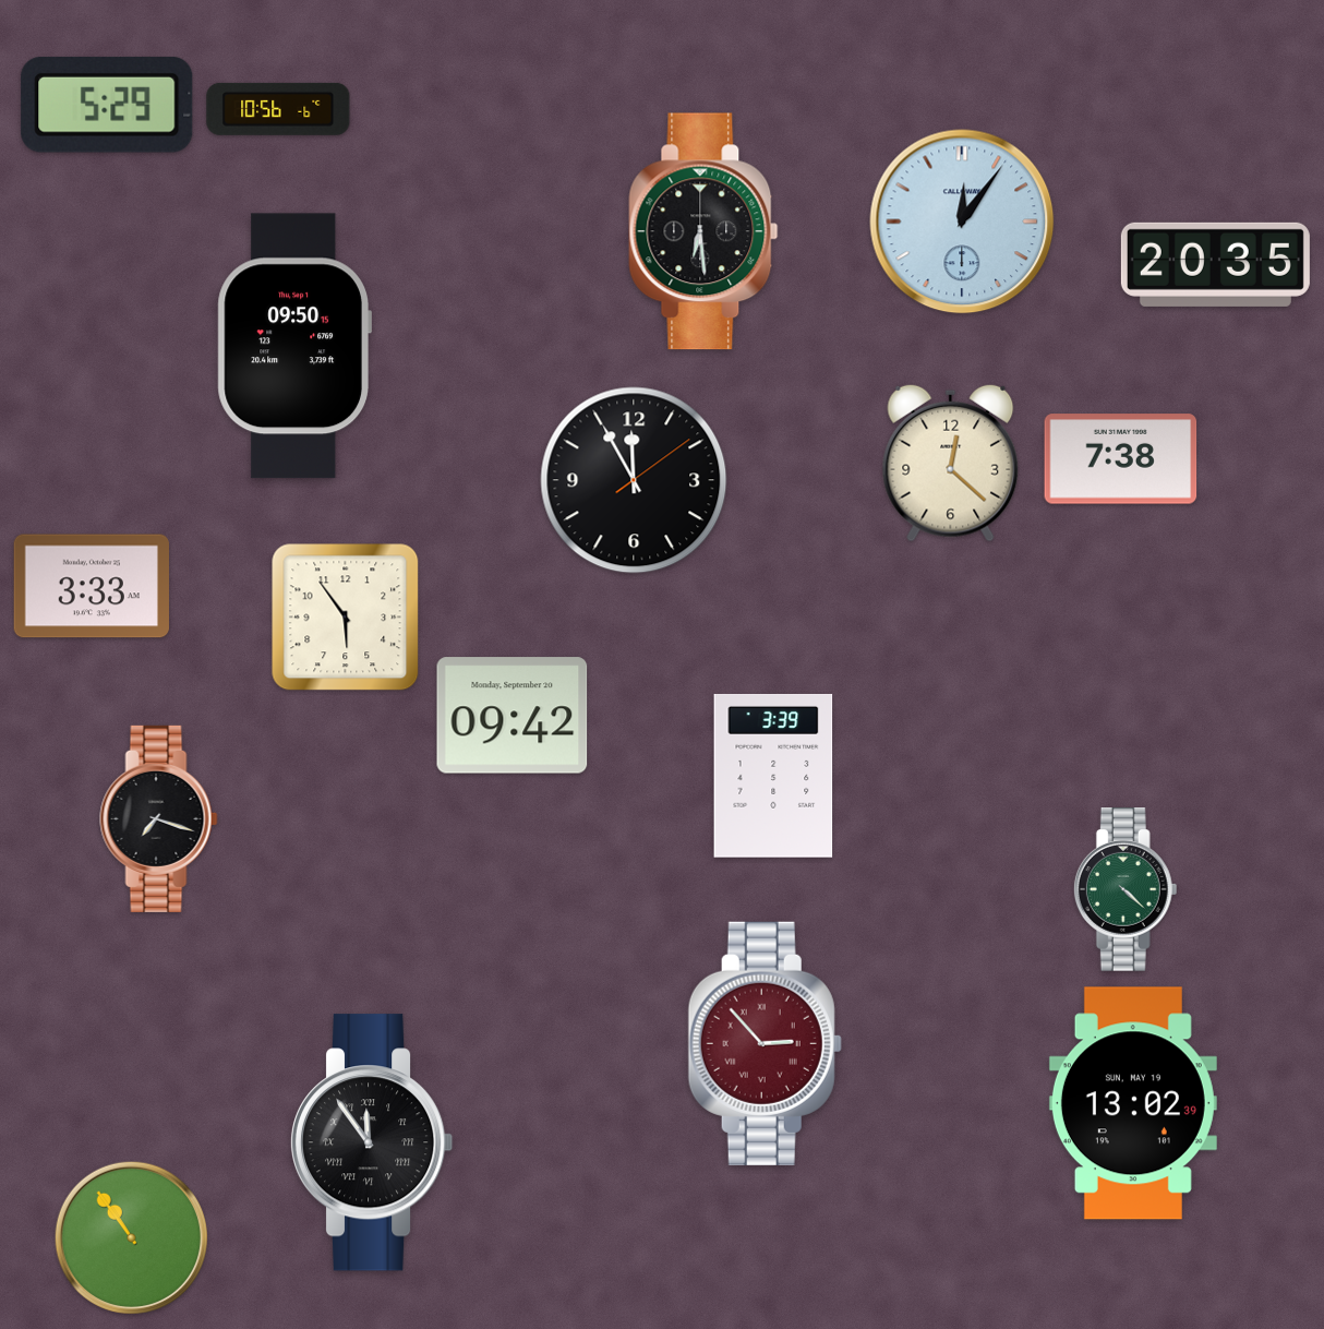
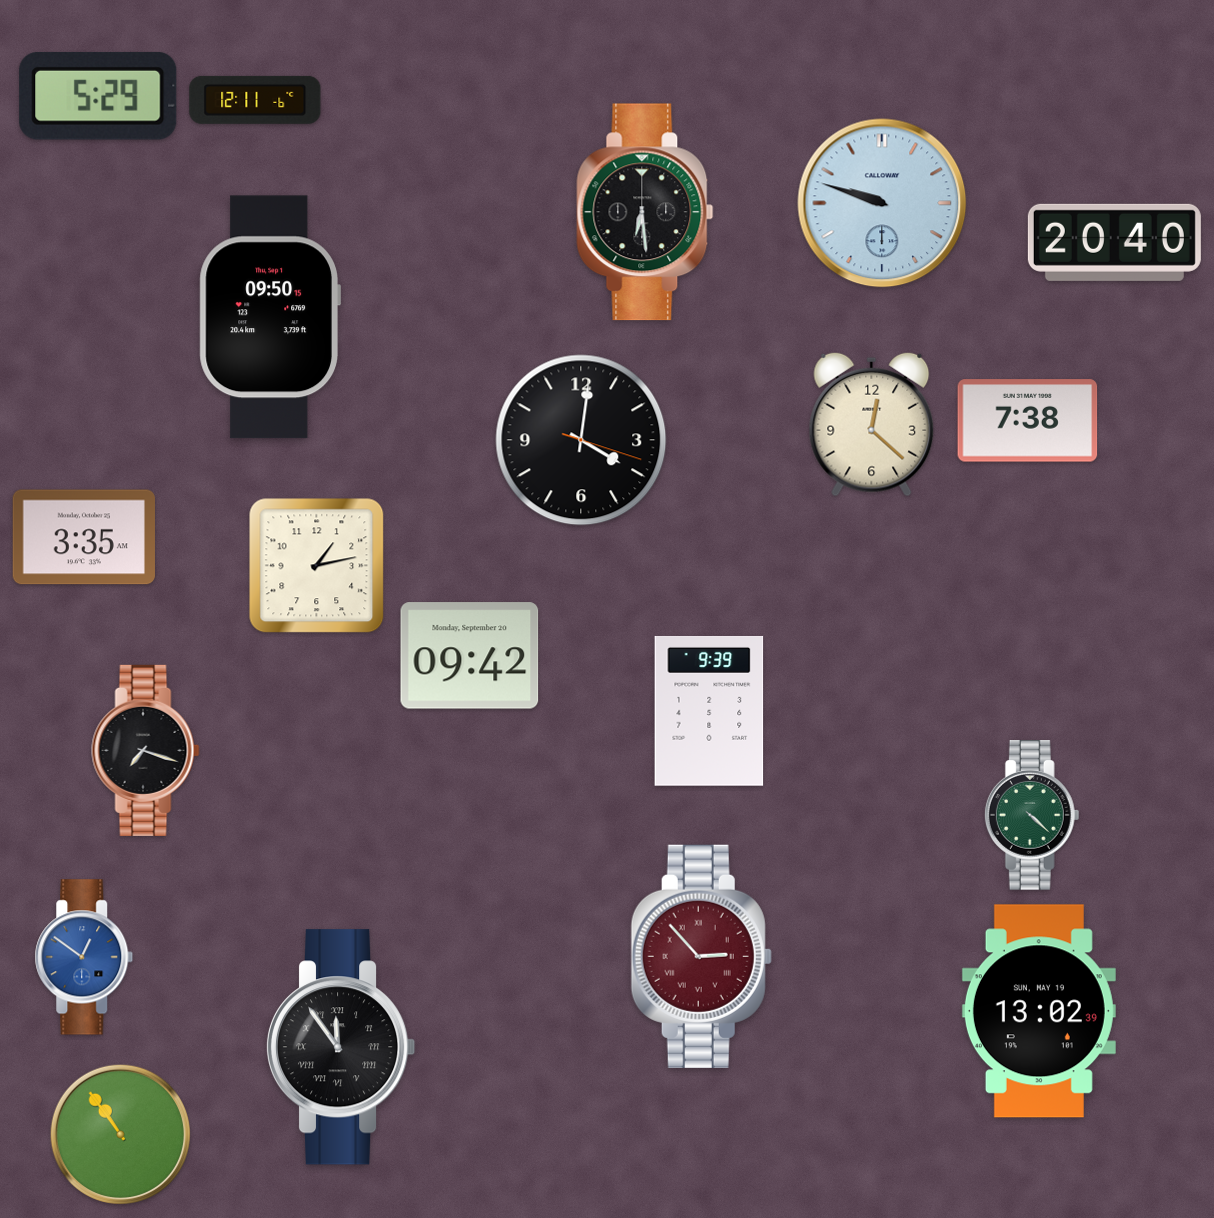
clock at (278, 109): 10:56 -> 12:11
clock at (962, 221): 12:06 -> 9:48
clock at (1215, 264): 20:35 -> 20:40
clock at (634, 480): 11:55 -> 4:01
clock at (92, 586): 3:33 -> 3:35
clock at (346, 618): 5:54 -> 1:13
clock at (773, 776): 3:39 -> 9:39
clock at (84, 957): none -> 12:51
